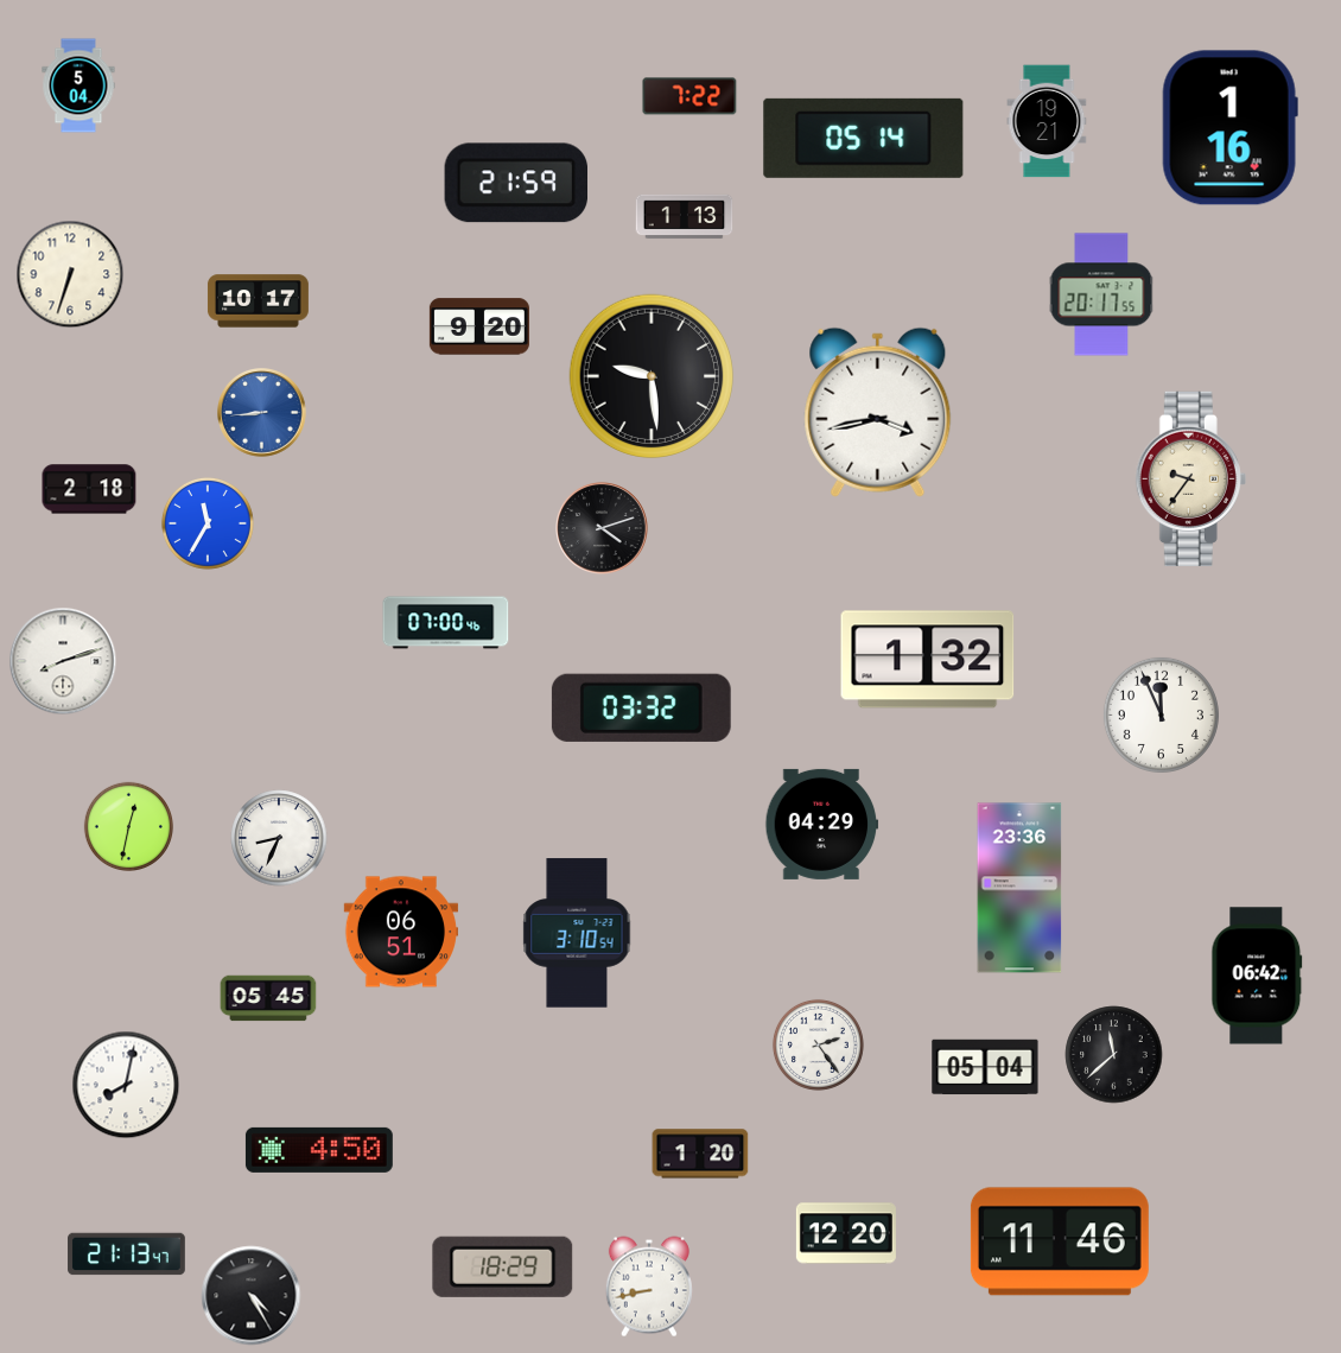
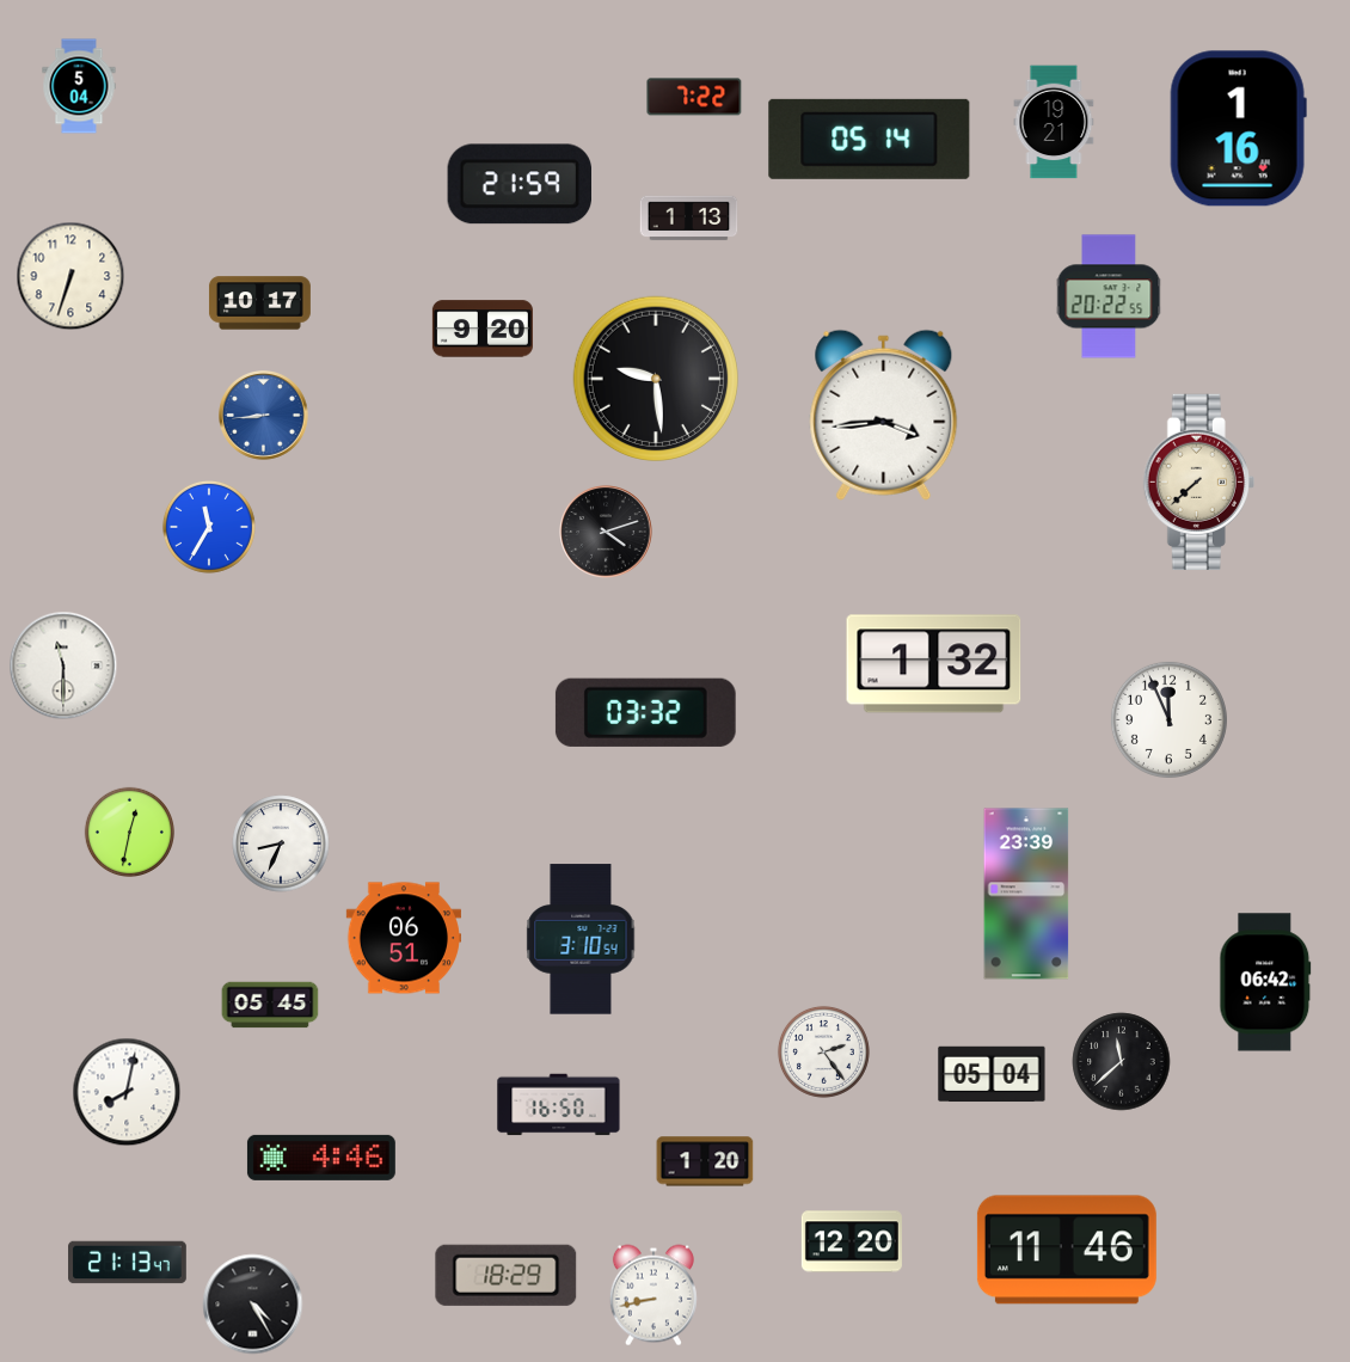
clock at (1101, 294): 20:17 -> 20:22
clock at (878, 412): 3:43 -> 3:44
clock at (1190, 478): 9:36 -> 7:38
clock at (89, 489): 2:18 -> none
clock at (446, 623): 07:00 -> none
clock at (63, 661): 8:12 -> 11:30
clock at (822, 824): 04:29 -> none
clock at (1019, 888): 23:36 -> 23:39
clock at (559, 1105): none -> 16:50
clock at (319, 1150): 4:50 -> 4:46
